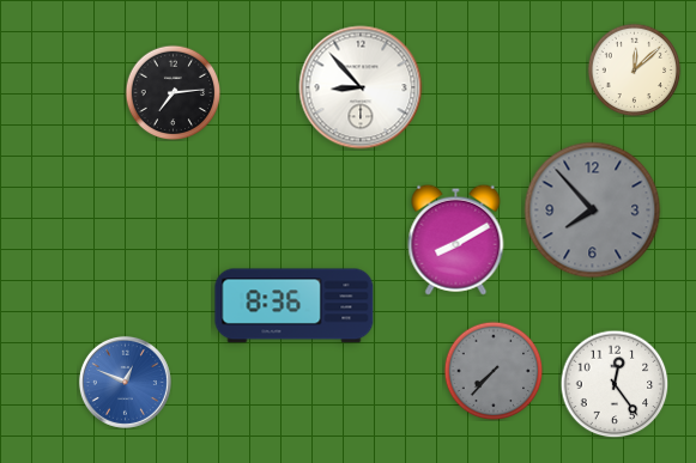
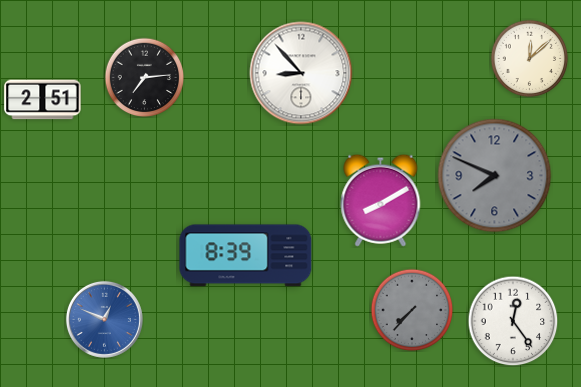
clock at (43, 100): none -> 2:51
clock at (593, 211): 7:53 -> 7:49
clock at (295, 306): 8:36 -> 8:39
